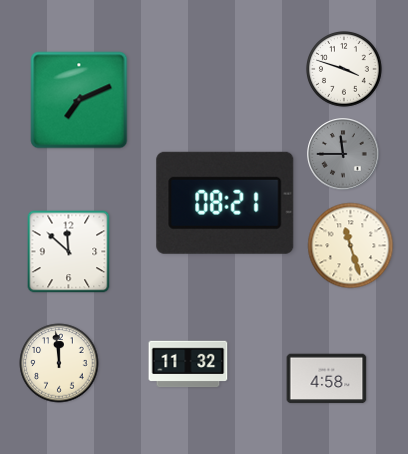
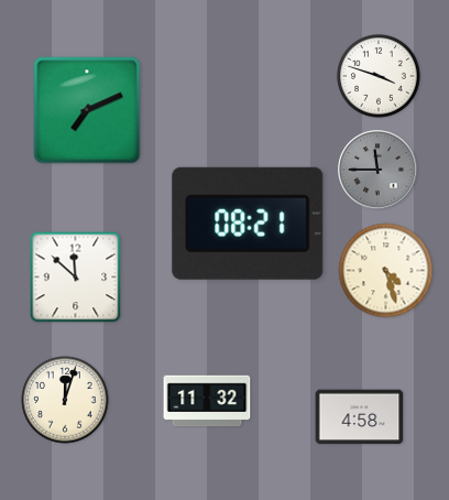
clock at (351, 246): 11:27 -> 4:27
clock at (59, 363): 11:59 -> 12:03
